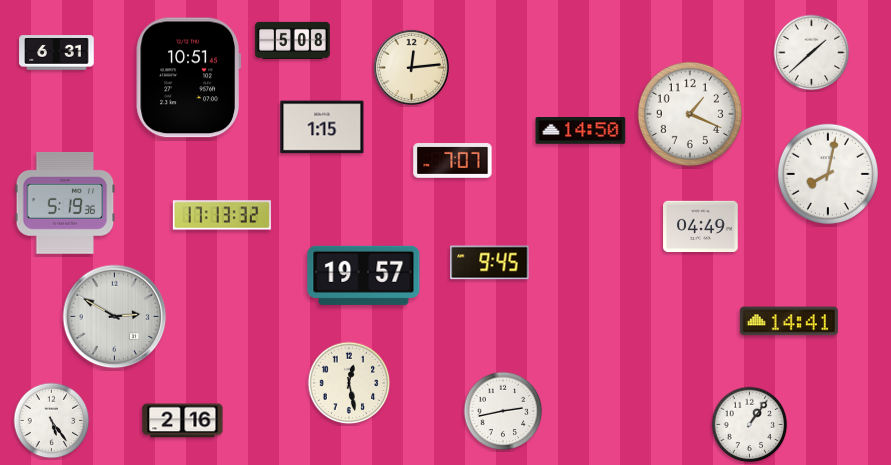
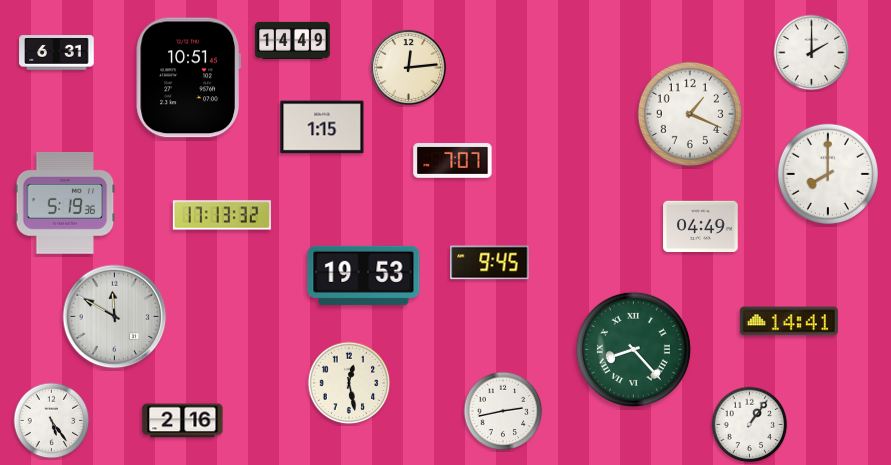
clock at (293, 40): 5:08 -> 14:49
clock at (812, 53): 1:38 -> 2:00
clock at (411, 67) position: (411, 67) -> (408, 67)
clock at (581, 131): 14:50 -> none
clock at (828, 174): 8:02 -> 8:00
clock at (364, 275): 19:57 -> 19:53
clock at (115, 317): 2:50 -> 11:50
clock at (633, 349): none -> 8:23
